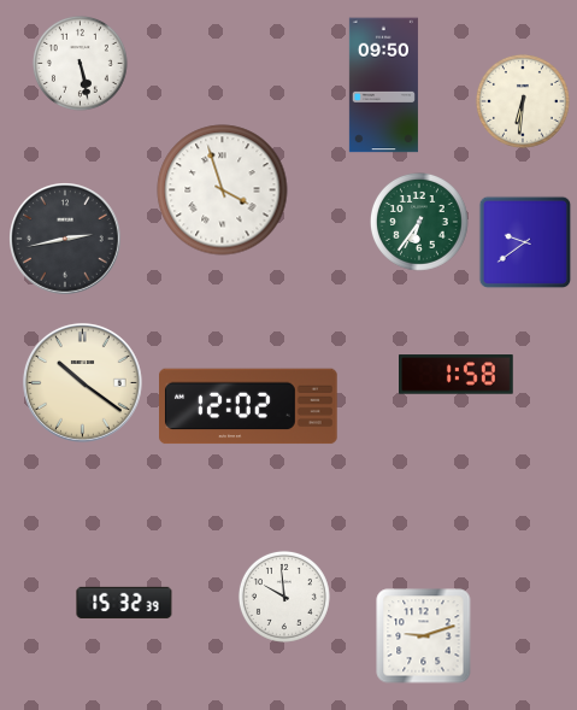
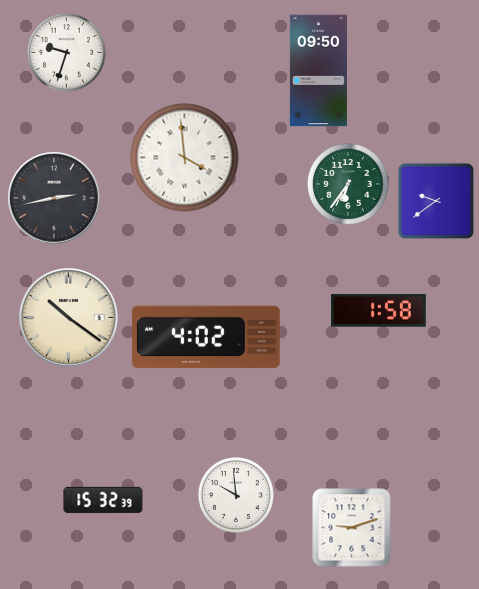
clock at (80, 63): 5:28 -> 9:33
clock at (523, 101): 6:31 -> none
clock at (223, 190): 3:57 -> 3:59
clock at (249, 406): 12:02 -> 4:02
